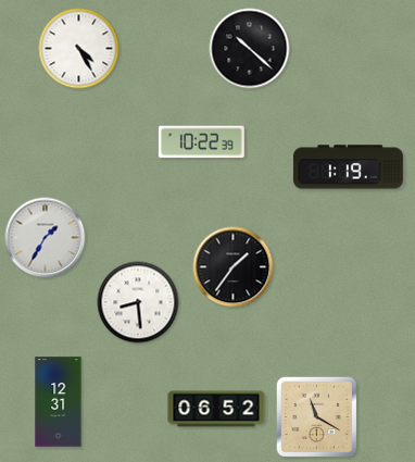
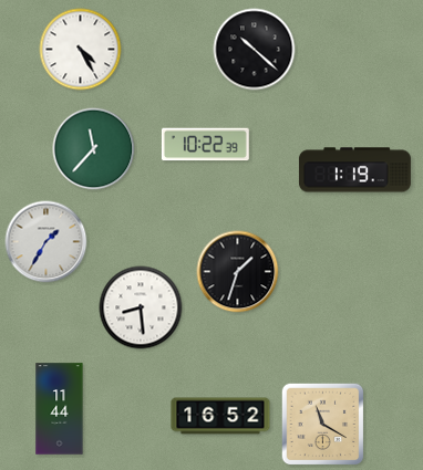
clock at (94, 149): none -> 11:37
clock at (234, 267): 1:36 -> 1:33
clock at (59, 402): 12:31 -> 11:44
clock at (216, 409): 06:52 -> 16:52
